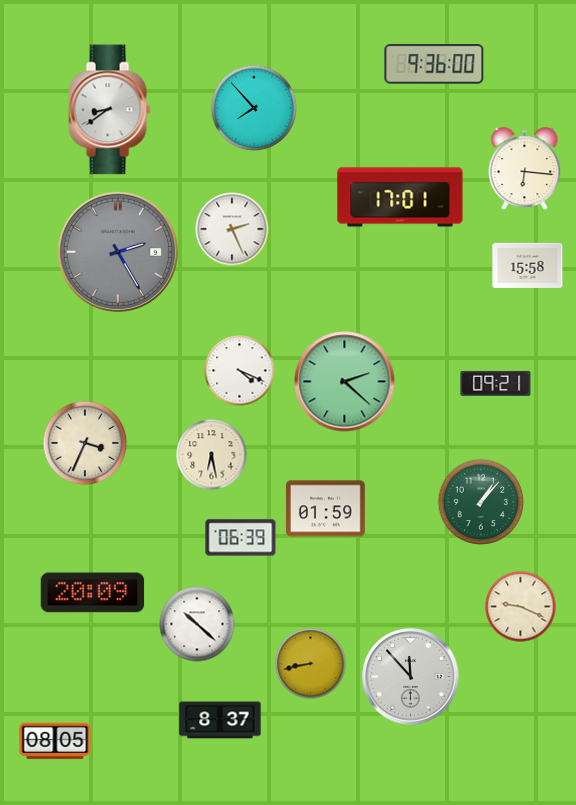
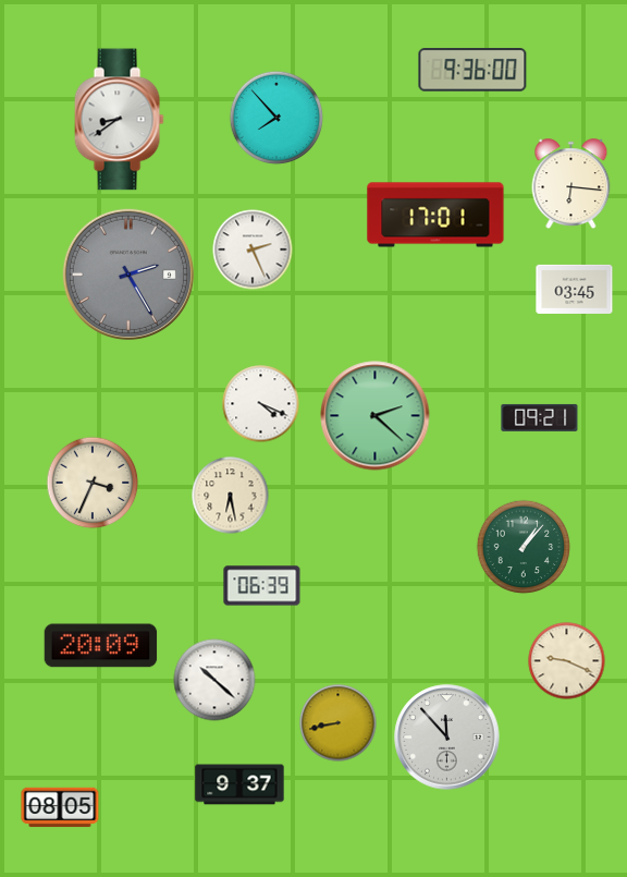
clock at (528, 265): 15:58 -> 03:45
clock at (325, 509): 01:59 -> none
clock at (220, 720): 8:37 -> 9:37
